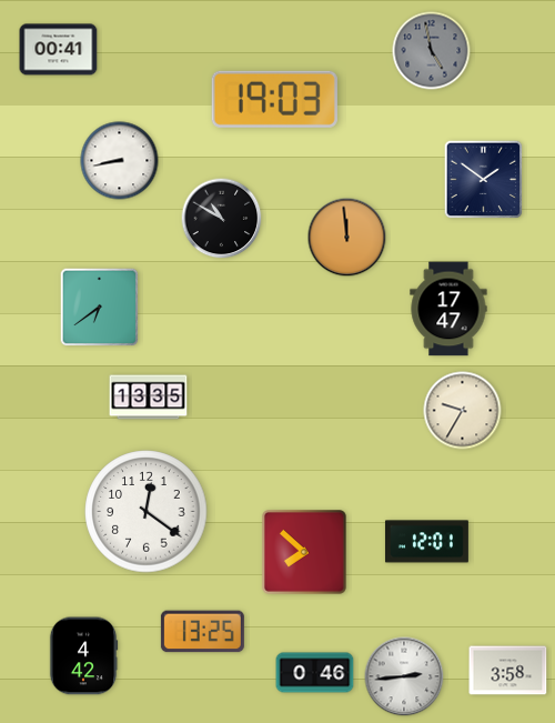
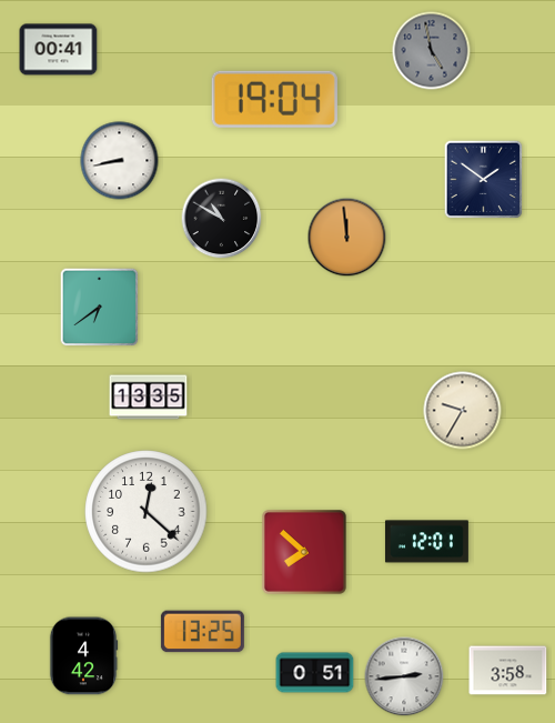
clock at (274, 99): 19:03 -> 19:04
clock at (448, 309): 17:47 -> none
clock at (147, 512): 12:21 -> 12:22
clock at (315, 673): 0:46 -> 0:51
